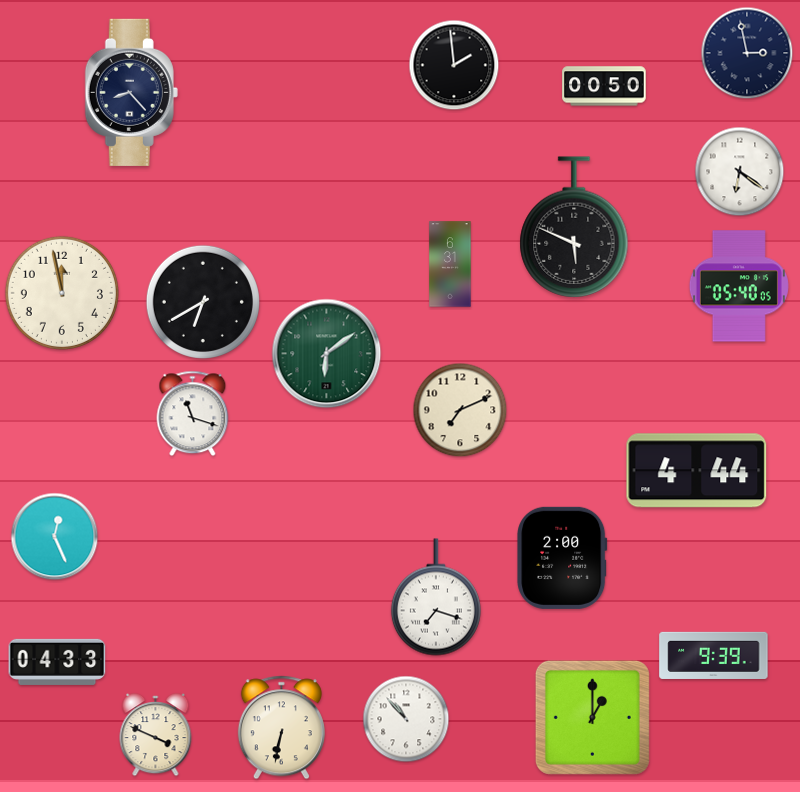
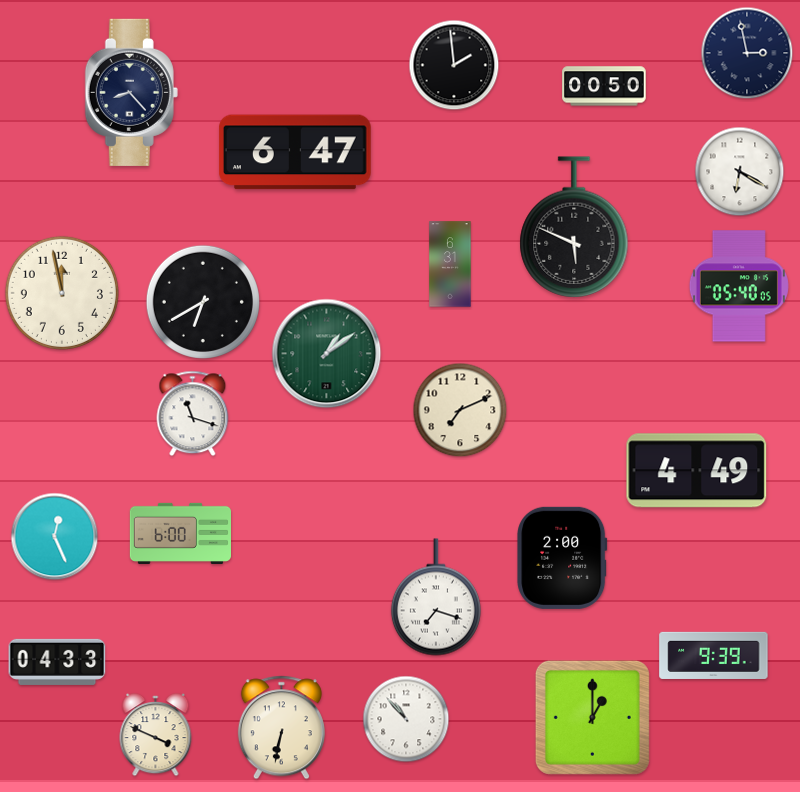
clock at (296, 152): none -> 6:47
clock at (740, 172): 6:21 -> 6:20
clock at (327, 354): 6:09 -> 1:09
clock at (697, 471): 4:44 -> 4:49
clock at (180, 533): none -> 6:00
